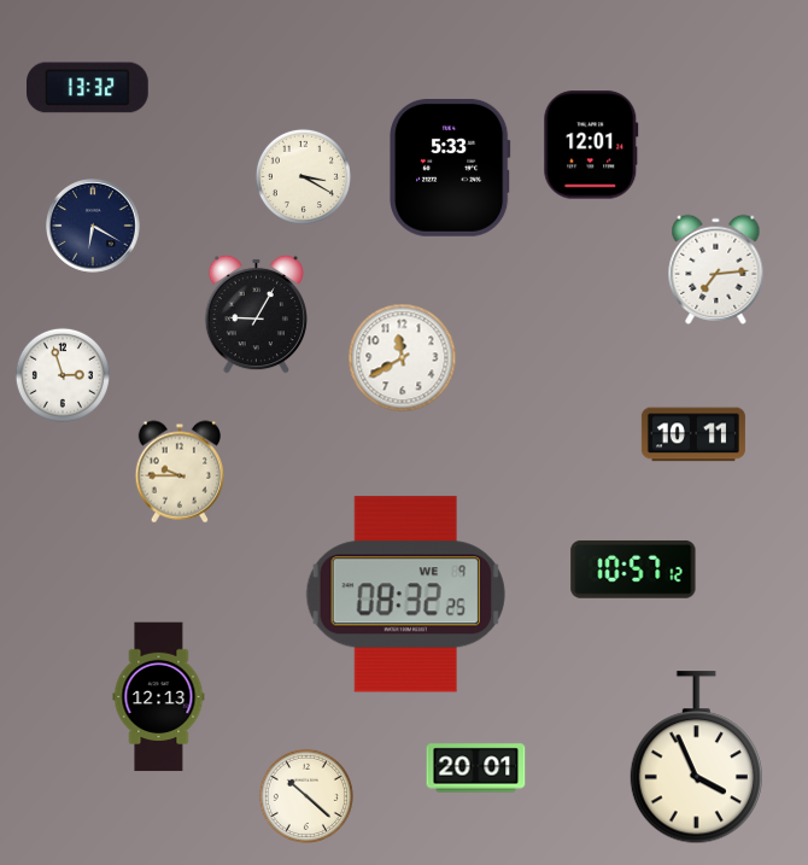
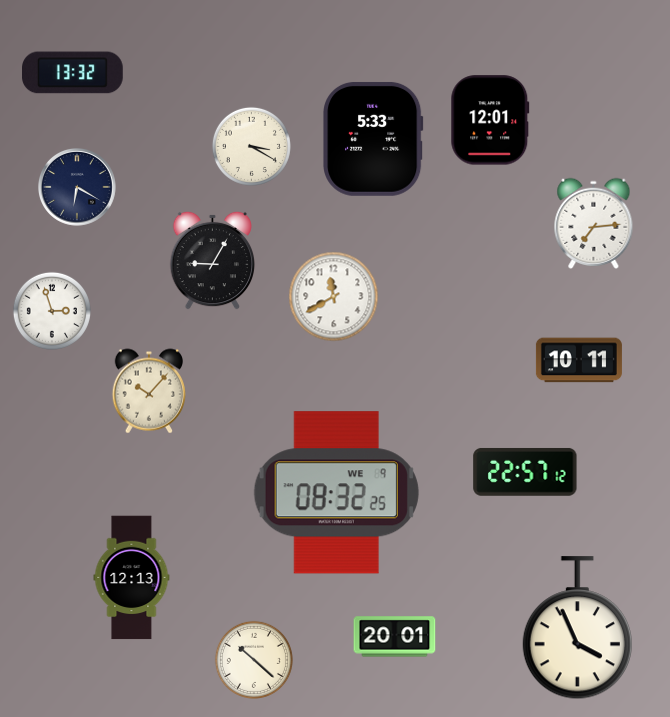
clock at (693, 434) position: (693, 434) -> (579, 360)
clock at (178, 472): 9:45 -> 10:07
clock at (633, 569): 10:57 -> 22:57
